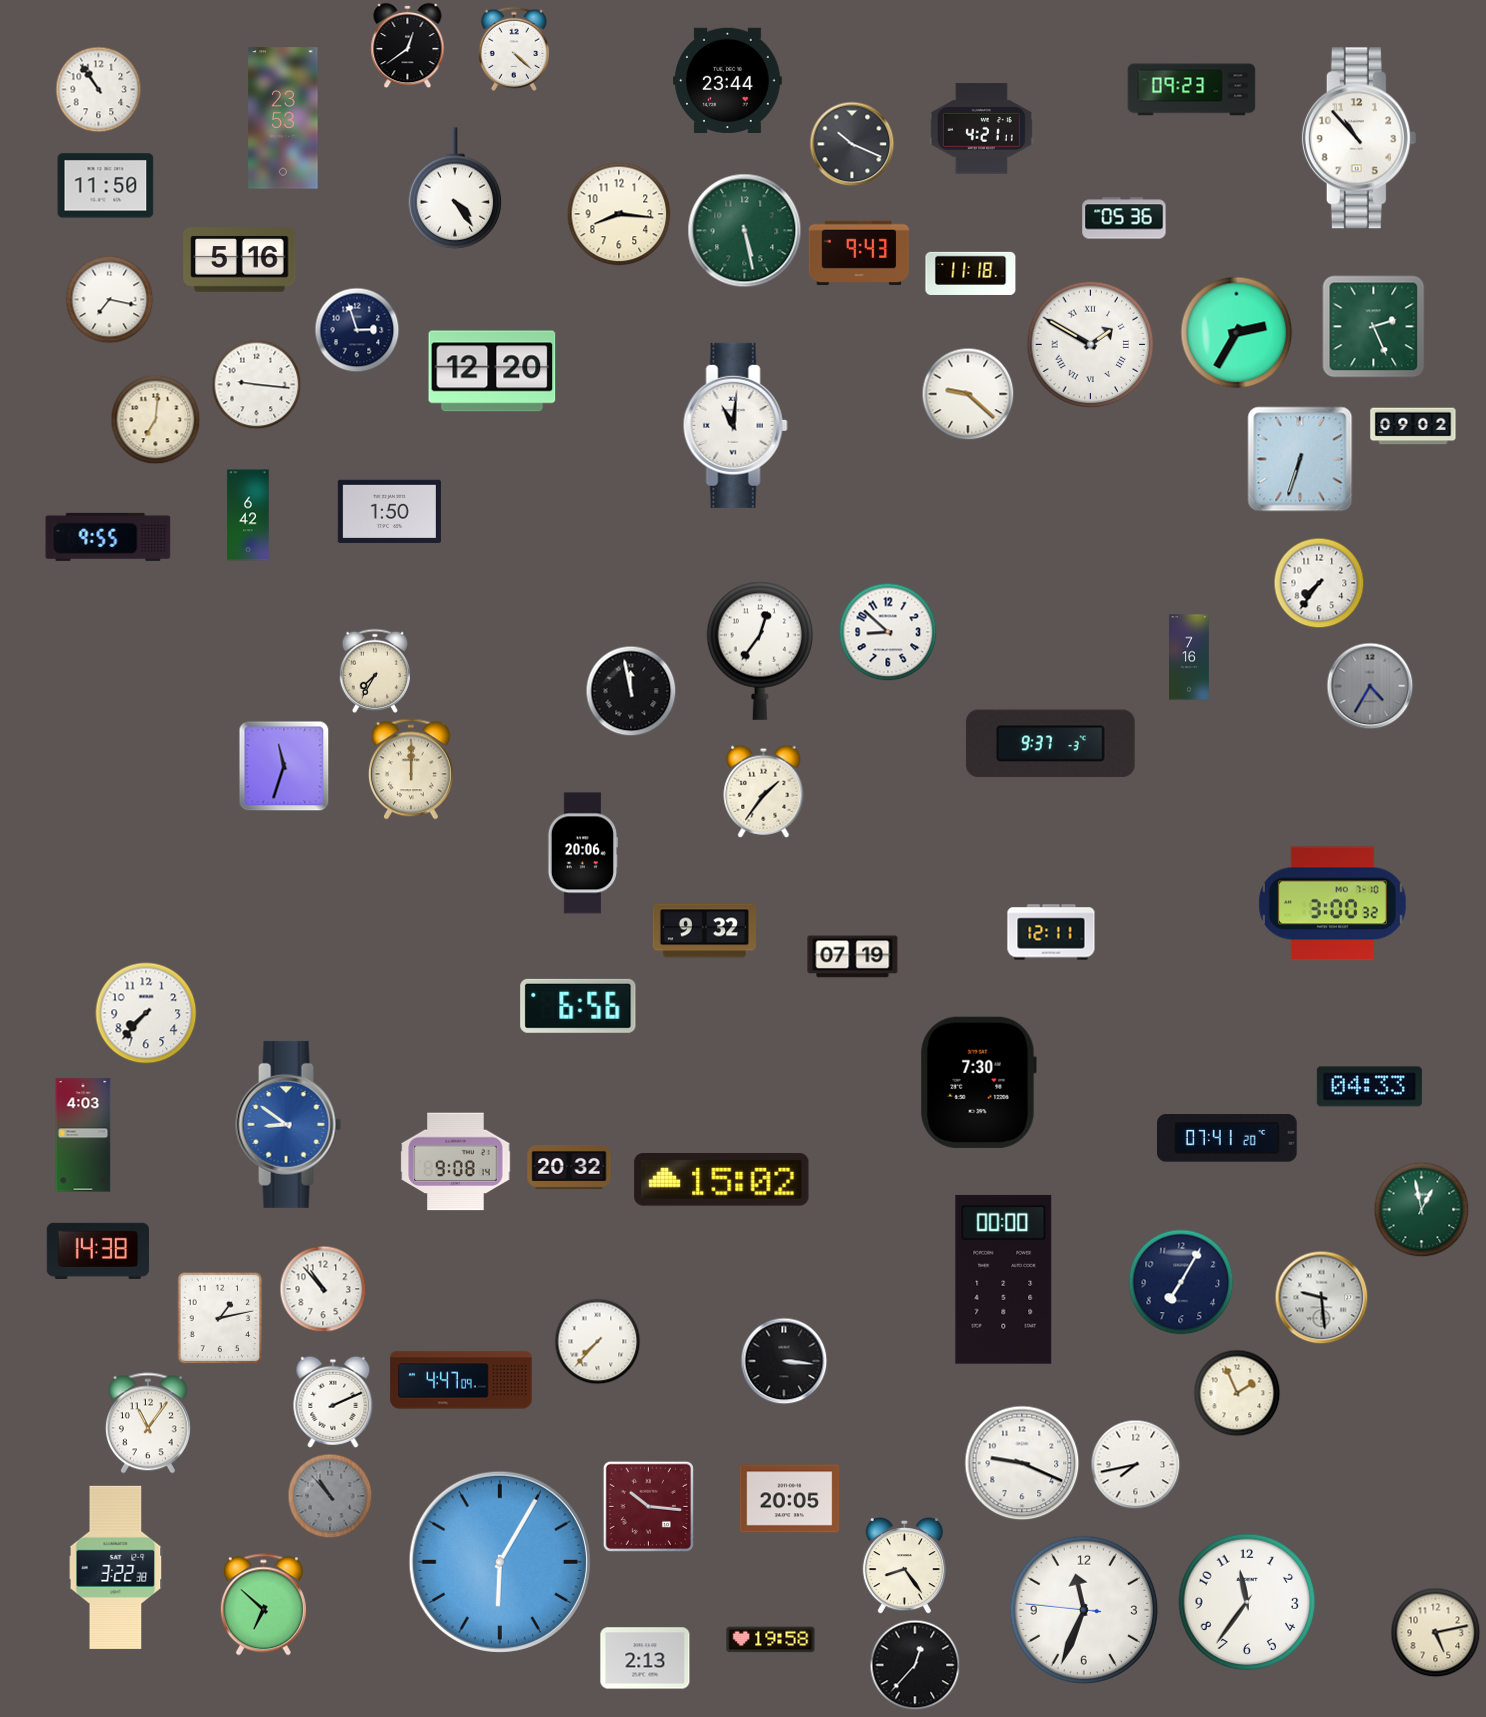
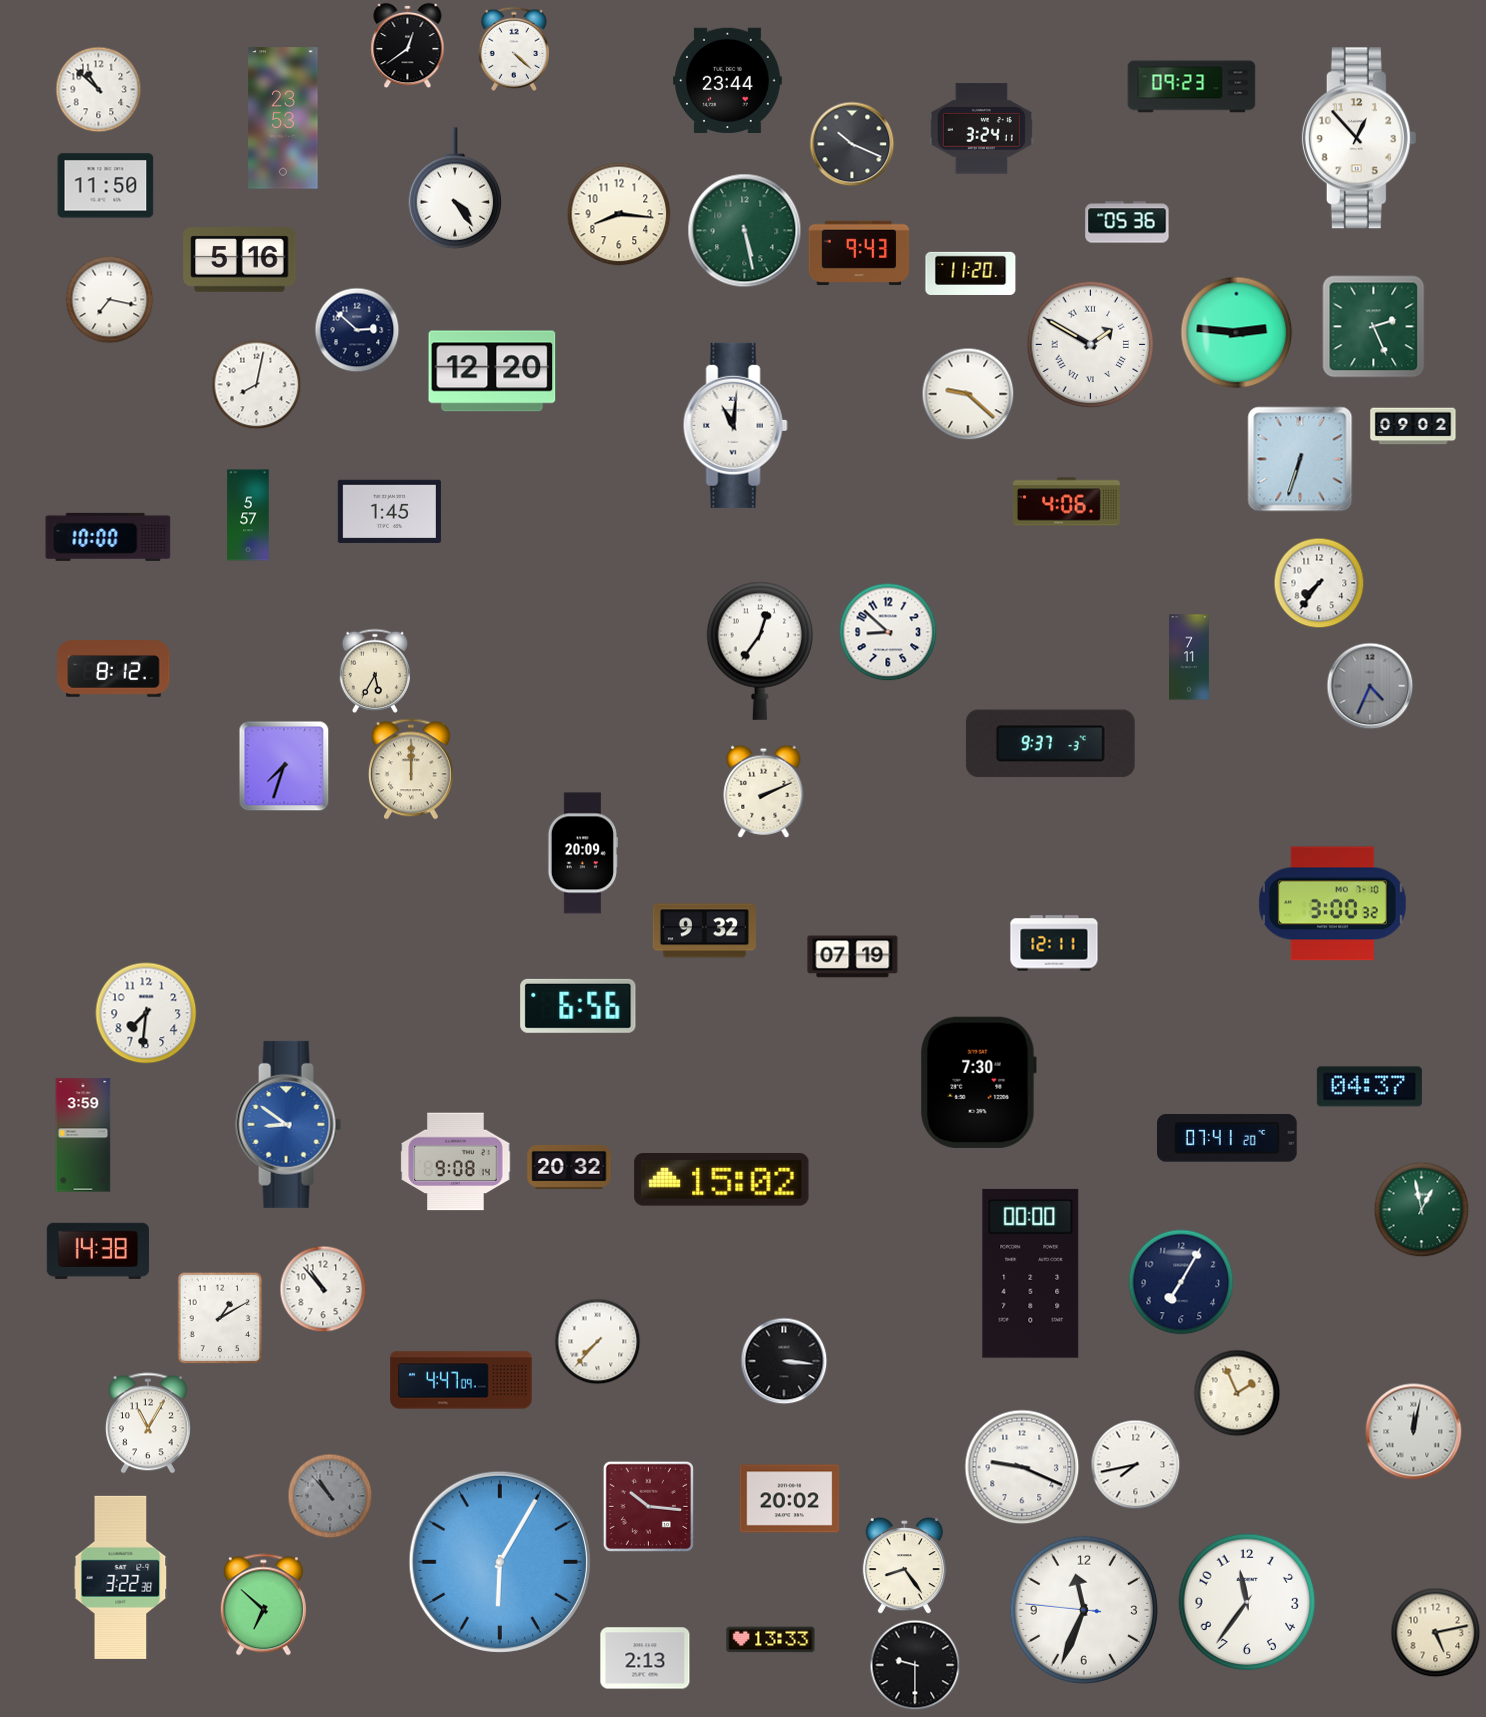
clock at (99, 90): 10:54 -> 10:52
clock at (1192, 90) position: (1192, 90) -> (1192, 87)
clock at (981, 129): 4:21 -> 3:24
clock at (1359, 138): 10:53 -> 12:53
clock at (1124, 218) position: (1124, 218) -> (1127, 222)
clock at (971, 273): 11:18 -> 11:20
clock at (357, 330): 2:57 -> 2:52
clock at (1237, 333): 2:35 -> 2:46
clock at (257, 385): 9:16 -> 8:02
clock at (156, 420): 7:01 -> none
clock at (1066, 502): none -> 4:06
clock at (389, 511): 1:50 -> 1:45
clock at (248, 515): 6:42 -> 5:57
clock at (108, 537): 9:55 -> 10:00
clock at (1189, 657): 7:16 -> 7:11
clock at (114, 669): none -> 8:12
clock at (374, 671): 7:35 -> 5:35
clock at (1370, 686): 4:35 -> 4:34
clock at (631, 691): 11:58 -> none
clock at (284, 766): 11:33 -> 7:33
clock at (764, 791): 1:36 -> 2:11
clock at (583, 853): 20:06 -> 20:09
clock at (1051, 932) position: (1051, 932) -> (1054, 943)
clock at (146, 1013): 7:37 -> 7:31
clock at (1369, 1087): 04:33 -> 04:37
clock at (83, 1135): 4:03 -> 3:59
clock at (1004, 1279) position: (1004, 1279) -> (1031, 1273)
clock at (1322, 1298): 9:29 -> none
clock at (220, 1318): 1:13 -> 1:10
clock at (333, 1402): 2:11 -> none
clock at (148, 1423): 11:06 -> 11:05
clock at (1414, 1432): none -> 12:02
clock at (1022, 1463) position: (1022, 1463) -> (1022, 1467)
clock at (790, 1499): 20:05 -> 20:02
clock at (116, 1567) position: (116, 1567) -> (121, 1577)
clock at (771, 1640): 19:58 -> 13:33
clock at (915, 1665): 12:37 -> 9:30
